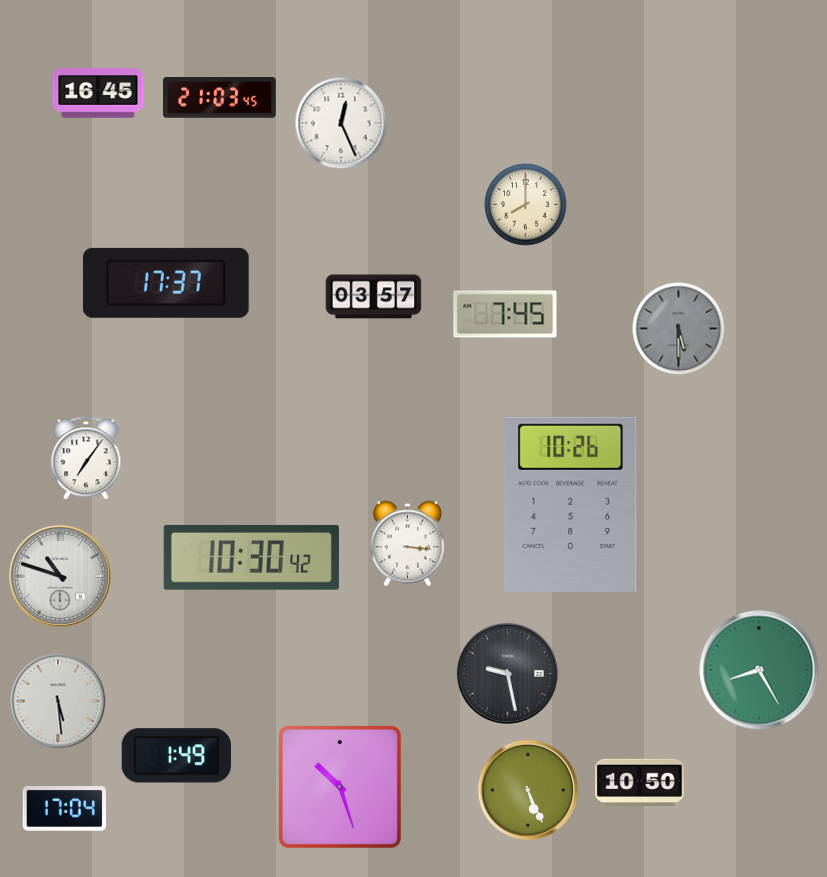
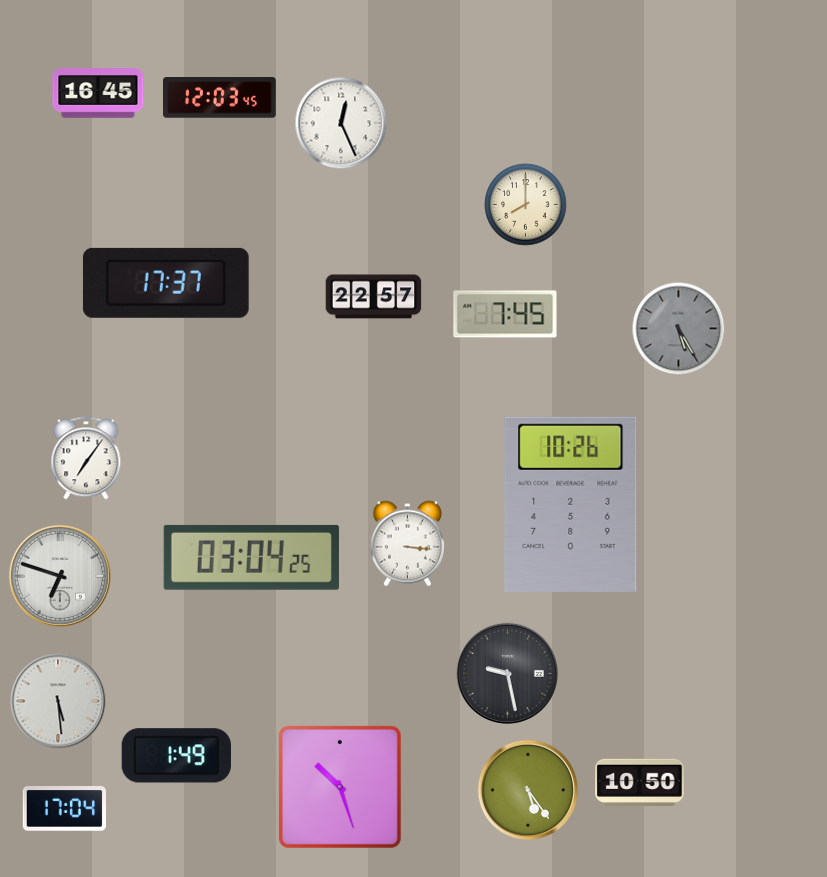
clock at (220, 98): 21:03 -> 12:03
clock at (374, 297): 03:57 -> 22:57
clock at (679, 329): 5:30 -> 5:25
clock at (251, 557): 10:30 -> 03:04
clock at (60, 576): 10:48 -> 6:48
clock at (759, 670): 8:25 -> none
clock at (527, 789): 5:26 -> 5:24
